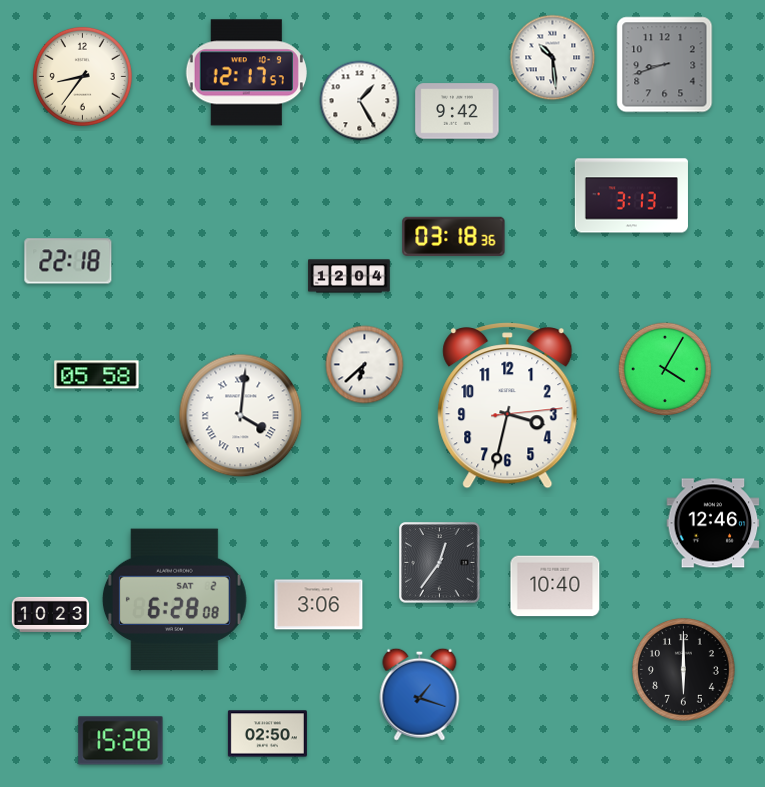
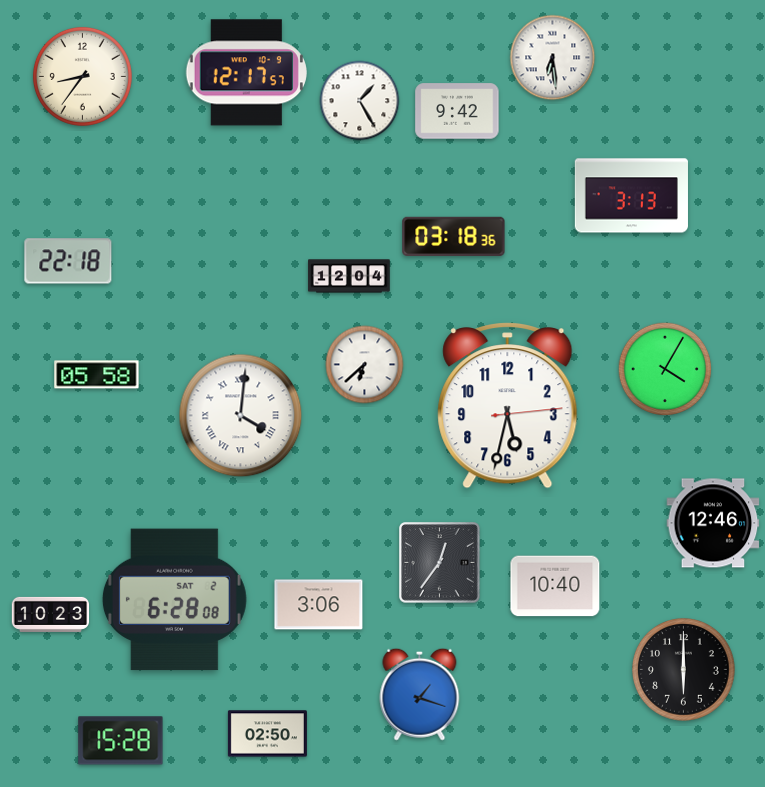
clock at (553, 58): 10:29 -> 6:29
clock at (665, 65): 8:42 -> none
clock at (508, 406): 3:32 -> 5:32
